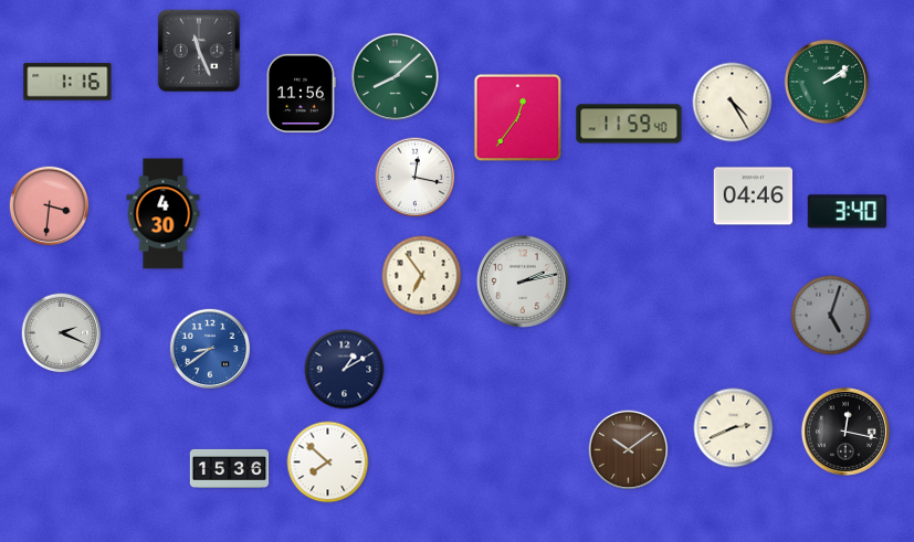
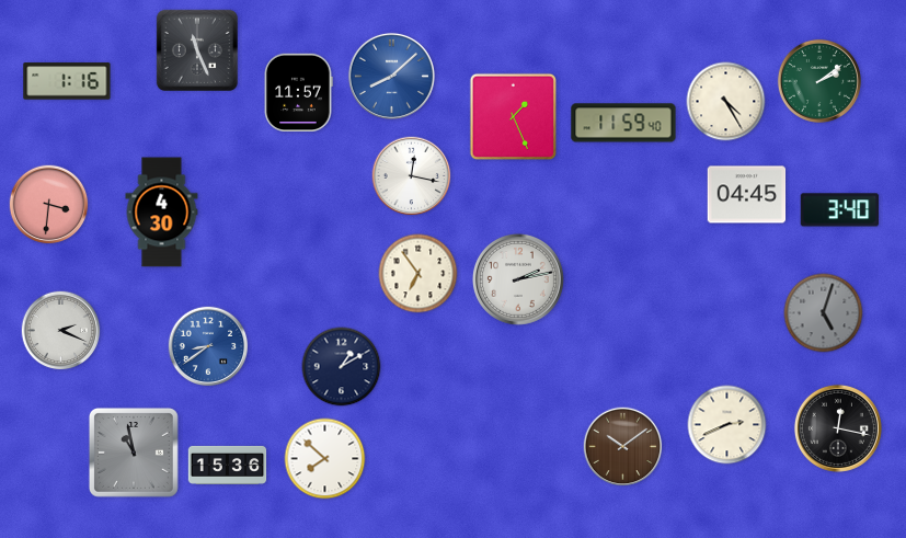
clock at (395, 76) dial: green -> blue
clock at (301, 94): 11:56 -> 11:57
clock at (517, 117): 12:36 -> 1:26
clock at (754, 196): 04:46 -> 04:45
clock at (134, 453): none -> 10:58
